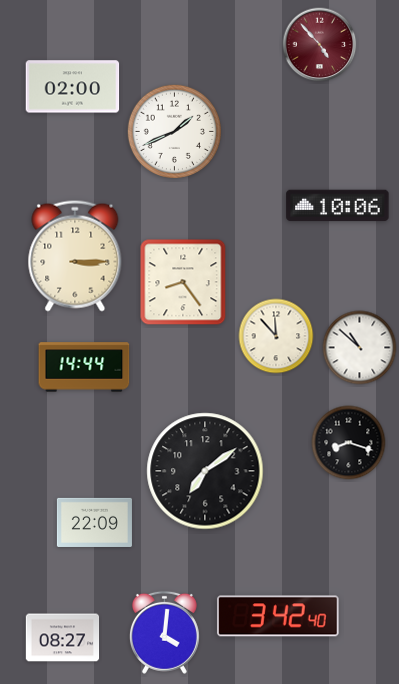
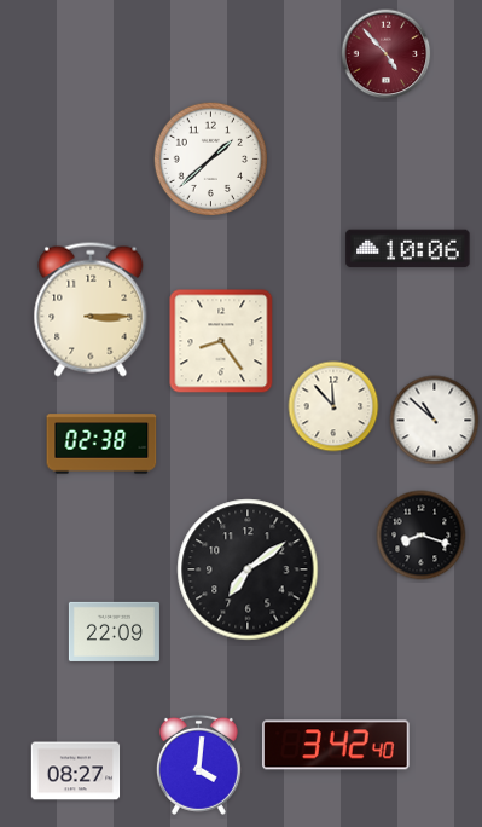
clock at (73, 87): 02:00 -> none
clock at (174, 131): 1:41 -> 1:38
clock at (84, 367): 14:44 -> 02:38
